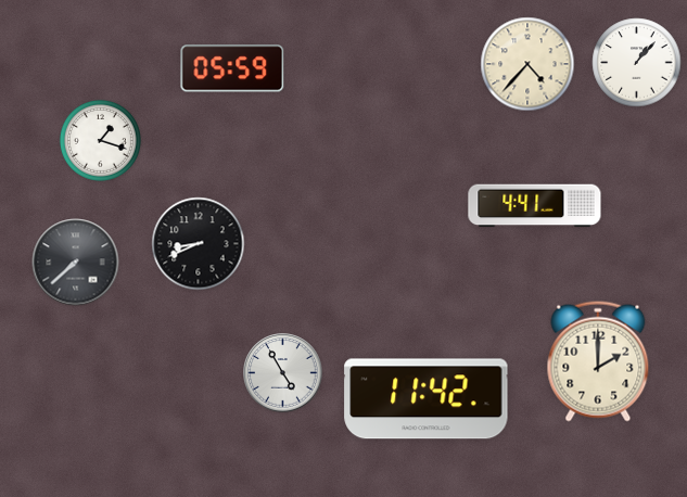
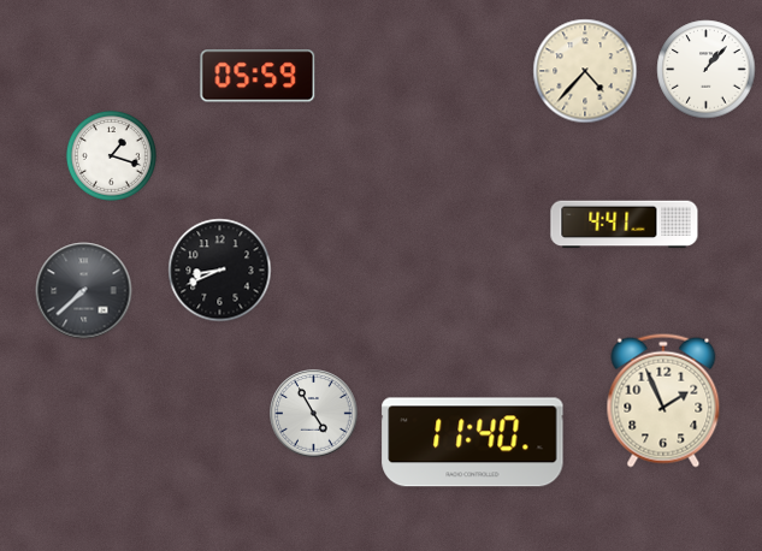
clock at (535, 206) position: (535, 206) -> (625, 225)
clock at (598, 361): 2:00 -> 1:56
clock at (427, 399): 11:42 -> 11:40
